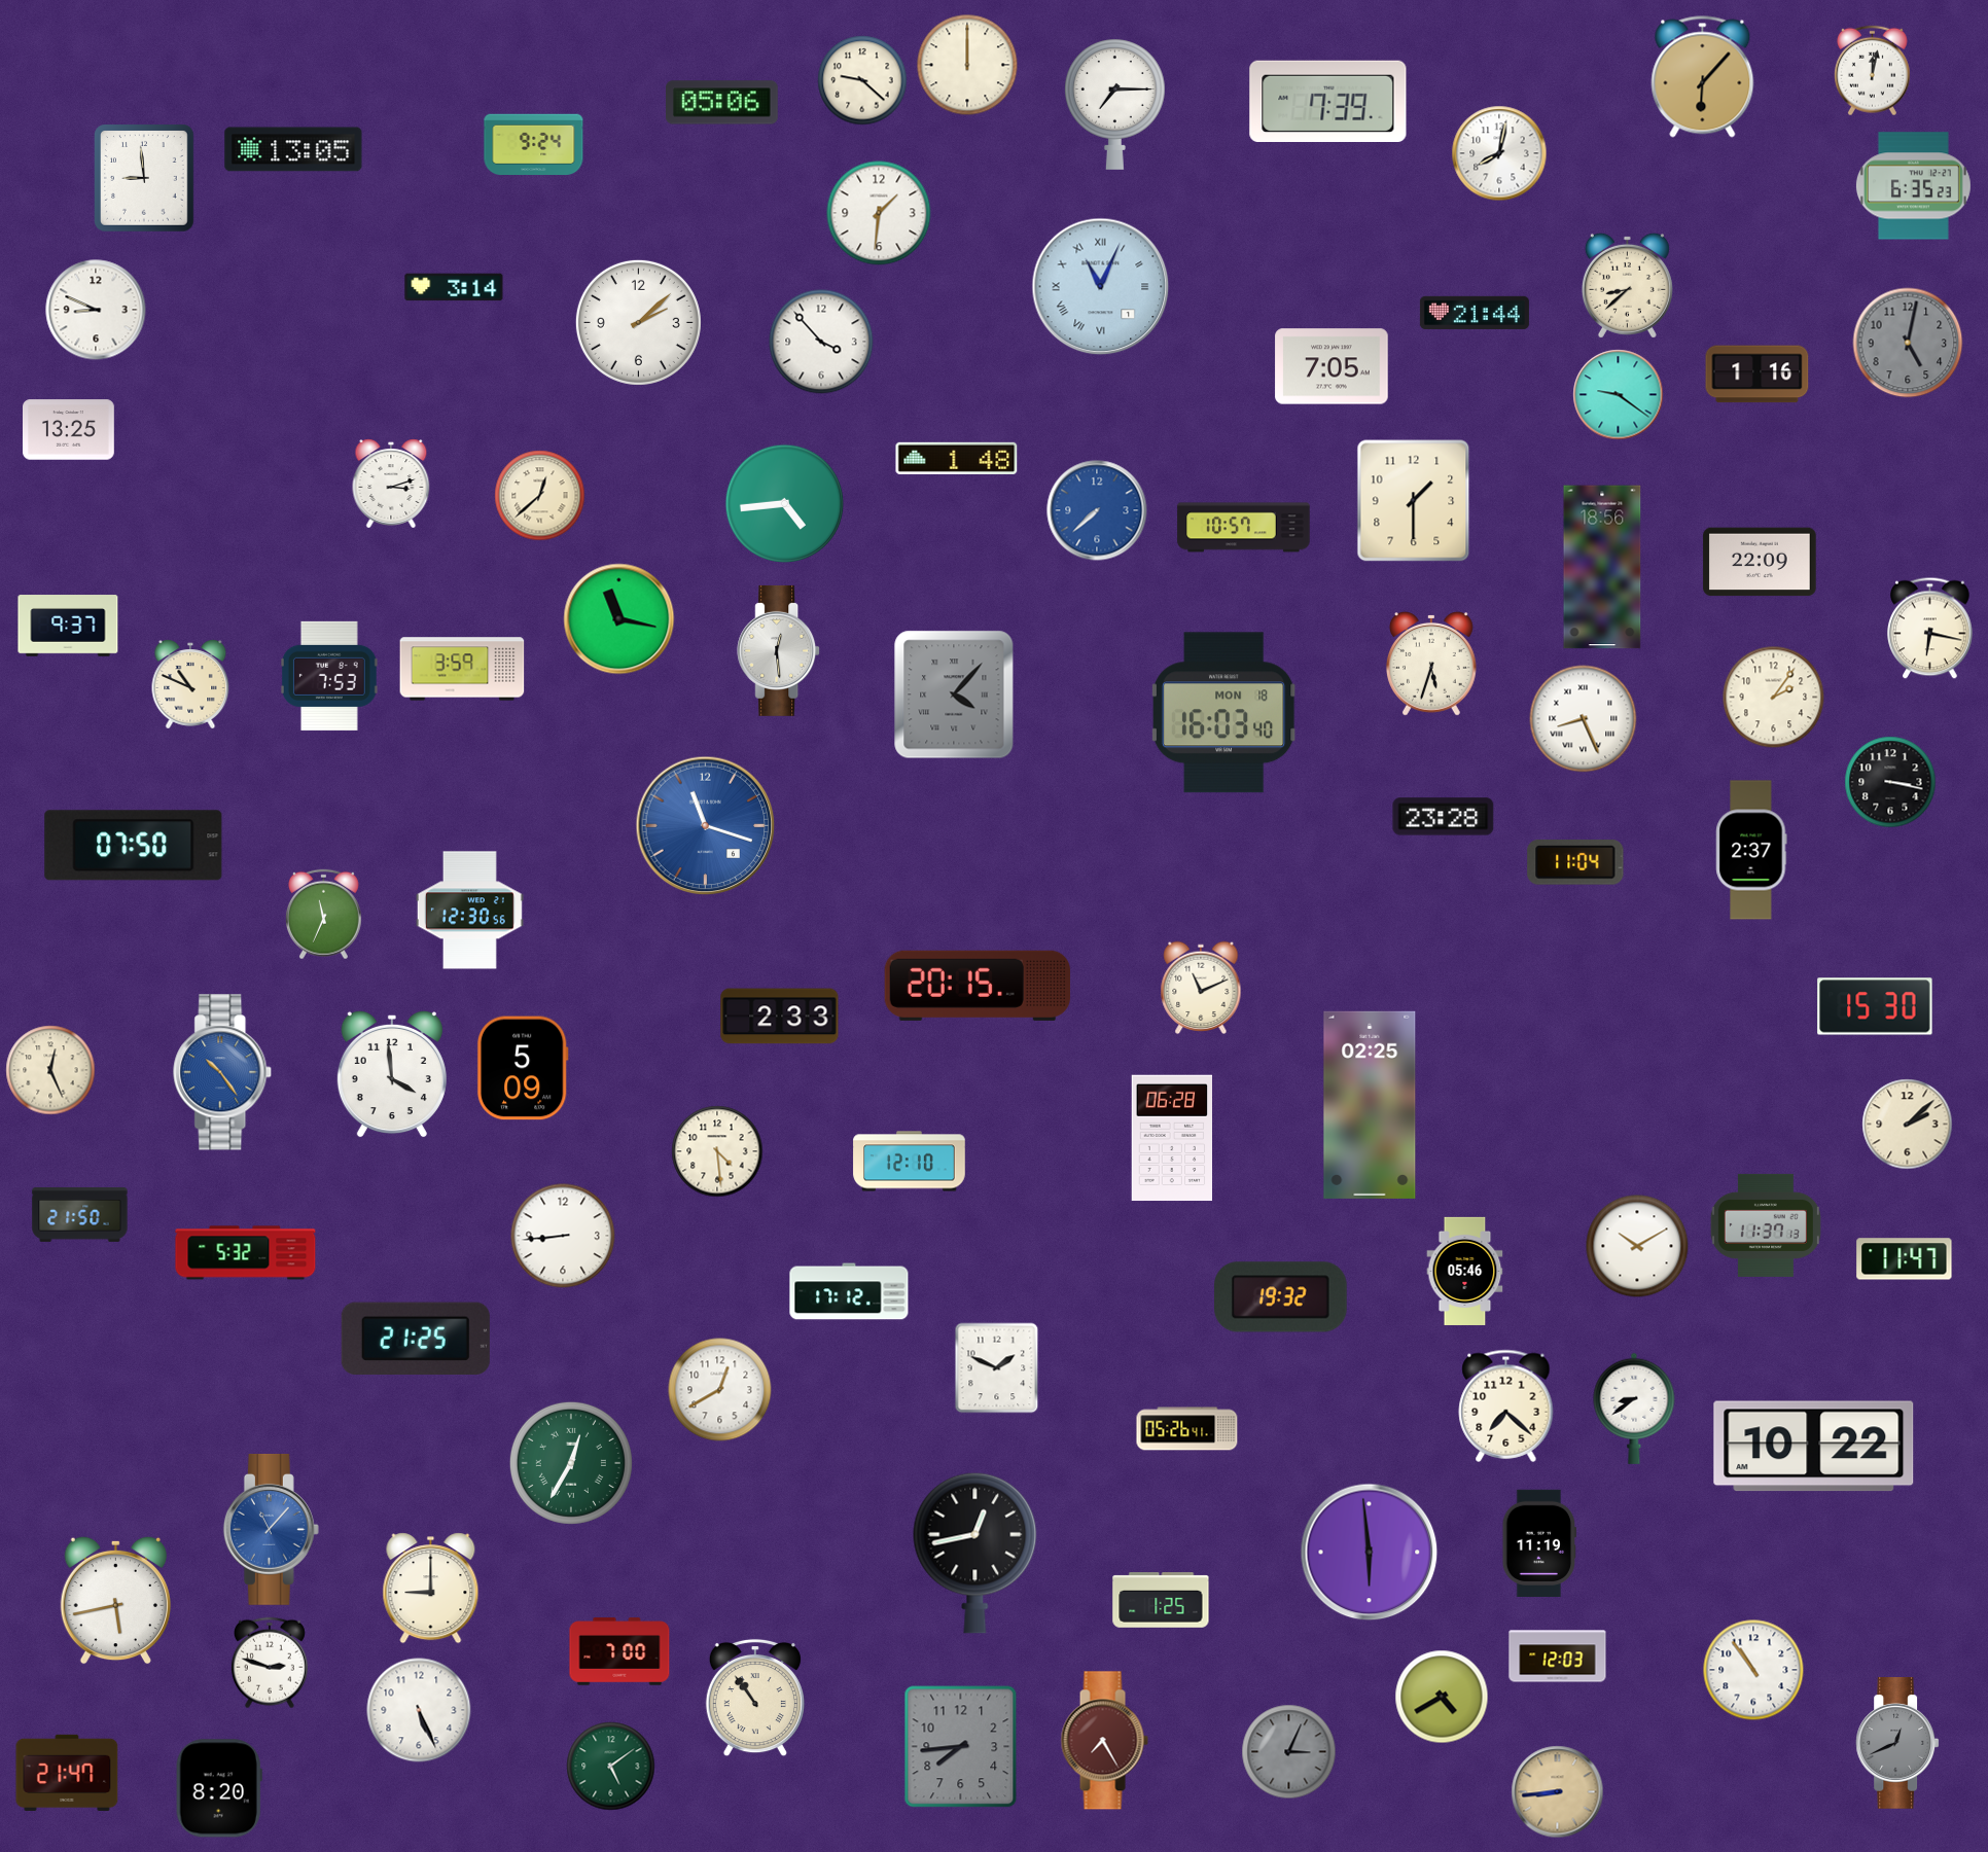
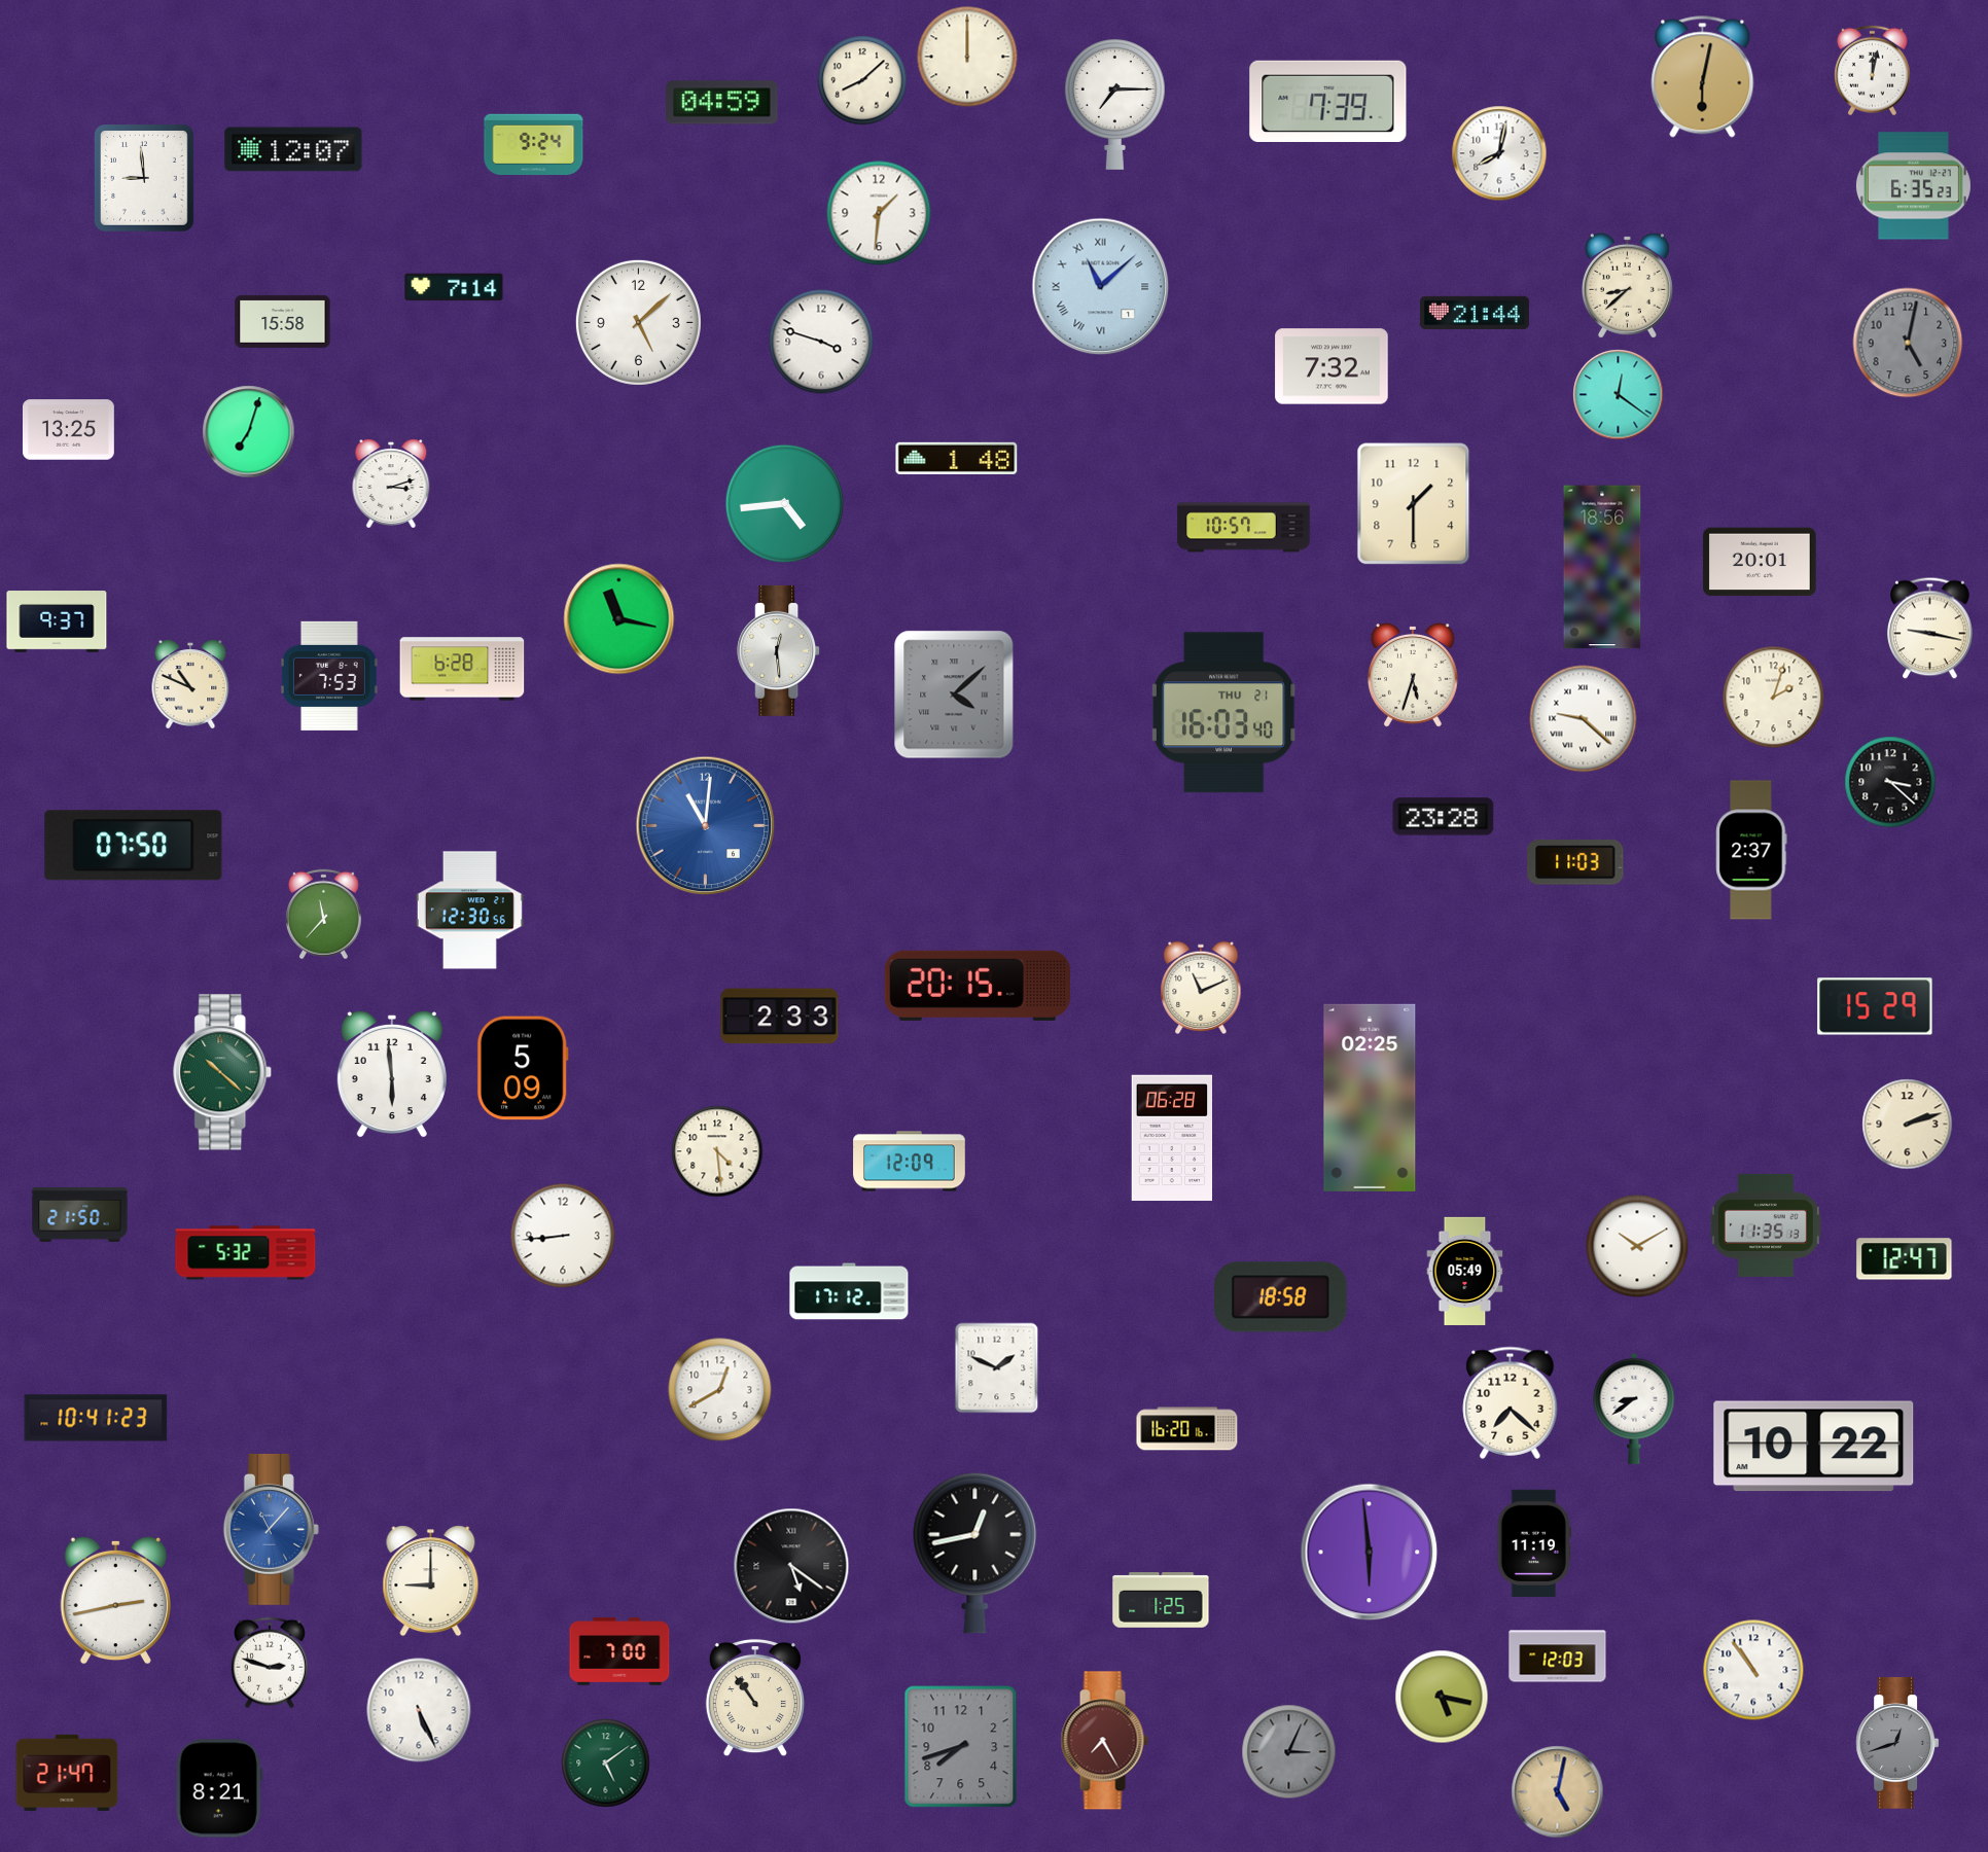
clock at (967, 65) position: (967, 65) -> (967, 57)
clock at (1703, 77): 6:07 -> 6:02
clock at (862, 80): 9:22 -> 8:08
clock at (722, 103): 05:06 -> 04:59
clock at (293, 149): 13:05 -> 12:07
clock at (454, 287): 3:14 -> 7:14
clock at (1101, 287): 11:04 -> 11:08
clock at (96, 310): 8:49 -> none
clock at (283, 321): none -> 15:58
clock at (638, 322): 2:08 -> 5:08
clock at (821, 342): 3:53 -> 3:48
clock at (1332, 366): 7:05 -> 7:32
clock at (1758, 375): 1:16 -> none
clock at (1619, 395): 9:21 -> 12:21
clock at (249, 432): none -> 7:03
clock at (540, 496): 12:38 -> none
clock at (1414, 501) position: (1414, 501) -> (1414, 504)
clock at (1097, 510): 7:38 -> none
clock at (1760, 562): 22:09 -> 20:01
clock at (68, 626) position: (68, 626) -> (57, 621)
clock at (1930, 629): 6:17 -> 9:17
clock at (1431, 665) position: (1431, 665) -> (1413, 676)
clock at (462, 669): 3:59 -> 6:28
clock at (954, 694): 4:07 -> 4:08
clock at (1774, 698): 2:06 -> 2:03
clock at (1223, 713) date: MON 18 -> THU 21
clock at (1584, 719): 8:26 -> 9:22
clock at (1890, 782): 3:17 -> 3:22
clock at (706, 826): 11:18 -> 11:01
clock at (1575, 862): 11:04 -> 11:03
clock at (323, 915): 11:34 -> 11:37
clock at (1875, 1006): 15:30 -> 15:29
clock at (50, 1070): 12:26 -> none
clock at (223, 1072): 10:24 -> 10:22
clock at (223, 1072) dial: blue -> green
clock at (392, 1074): 3:59 -> 5:59
clock at (1370, 1105) position: (1370, 1105) -> (1370, 1098)
clock at (1908, 1125): 2:08 -> 2:12
clock at (910, 1162): 12:10 -> 12:09
clock at (1766, 1225): 11:37 -> 11:35
clock at (1905, 1259): 11:47 -> 12:47
clock at (1465, 1271): 05:46 -> 05:49
clock at (1281, 1297): 19:32 -> 18:58
clock at (416, 1339): 21:25 -> none
clock at (1506, 1405) position: (1506, 1405) -> (1511, 1402)
clock at (96, 1418): none -> 10:41
clock at (1187, 1429): 05:26 -> 16:20
clock at (571, 1463): 12:35 -> none
clock at (1539, 1542) position: (1539, 1542) -> (1534, 1542)
clock at (791, 1566): none -> 5:21
clock at (431, 1589) position: (431, 1589) -> (431, 1581)
clock at (115, 1600): 5:43 -> 2:43
clock at (1442, 1697): 4:40 -> 5:17
clock at (1897, 1744): 12:41 -> 12:42
clock at (961, 1747): 7:44 -> 7:42
clock at (611, 1767) position: (611, 1767) -> (606, 1764)
clock at (219, 1788): 8:20 -> 8:21
clock at (1558, 1792): 8:44 -> 5:02
